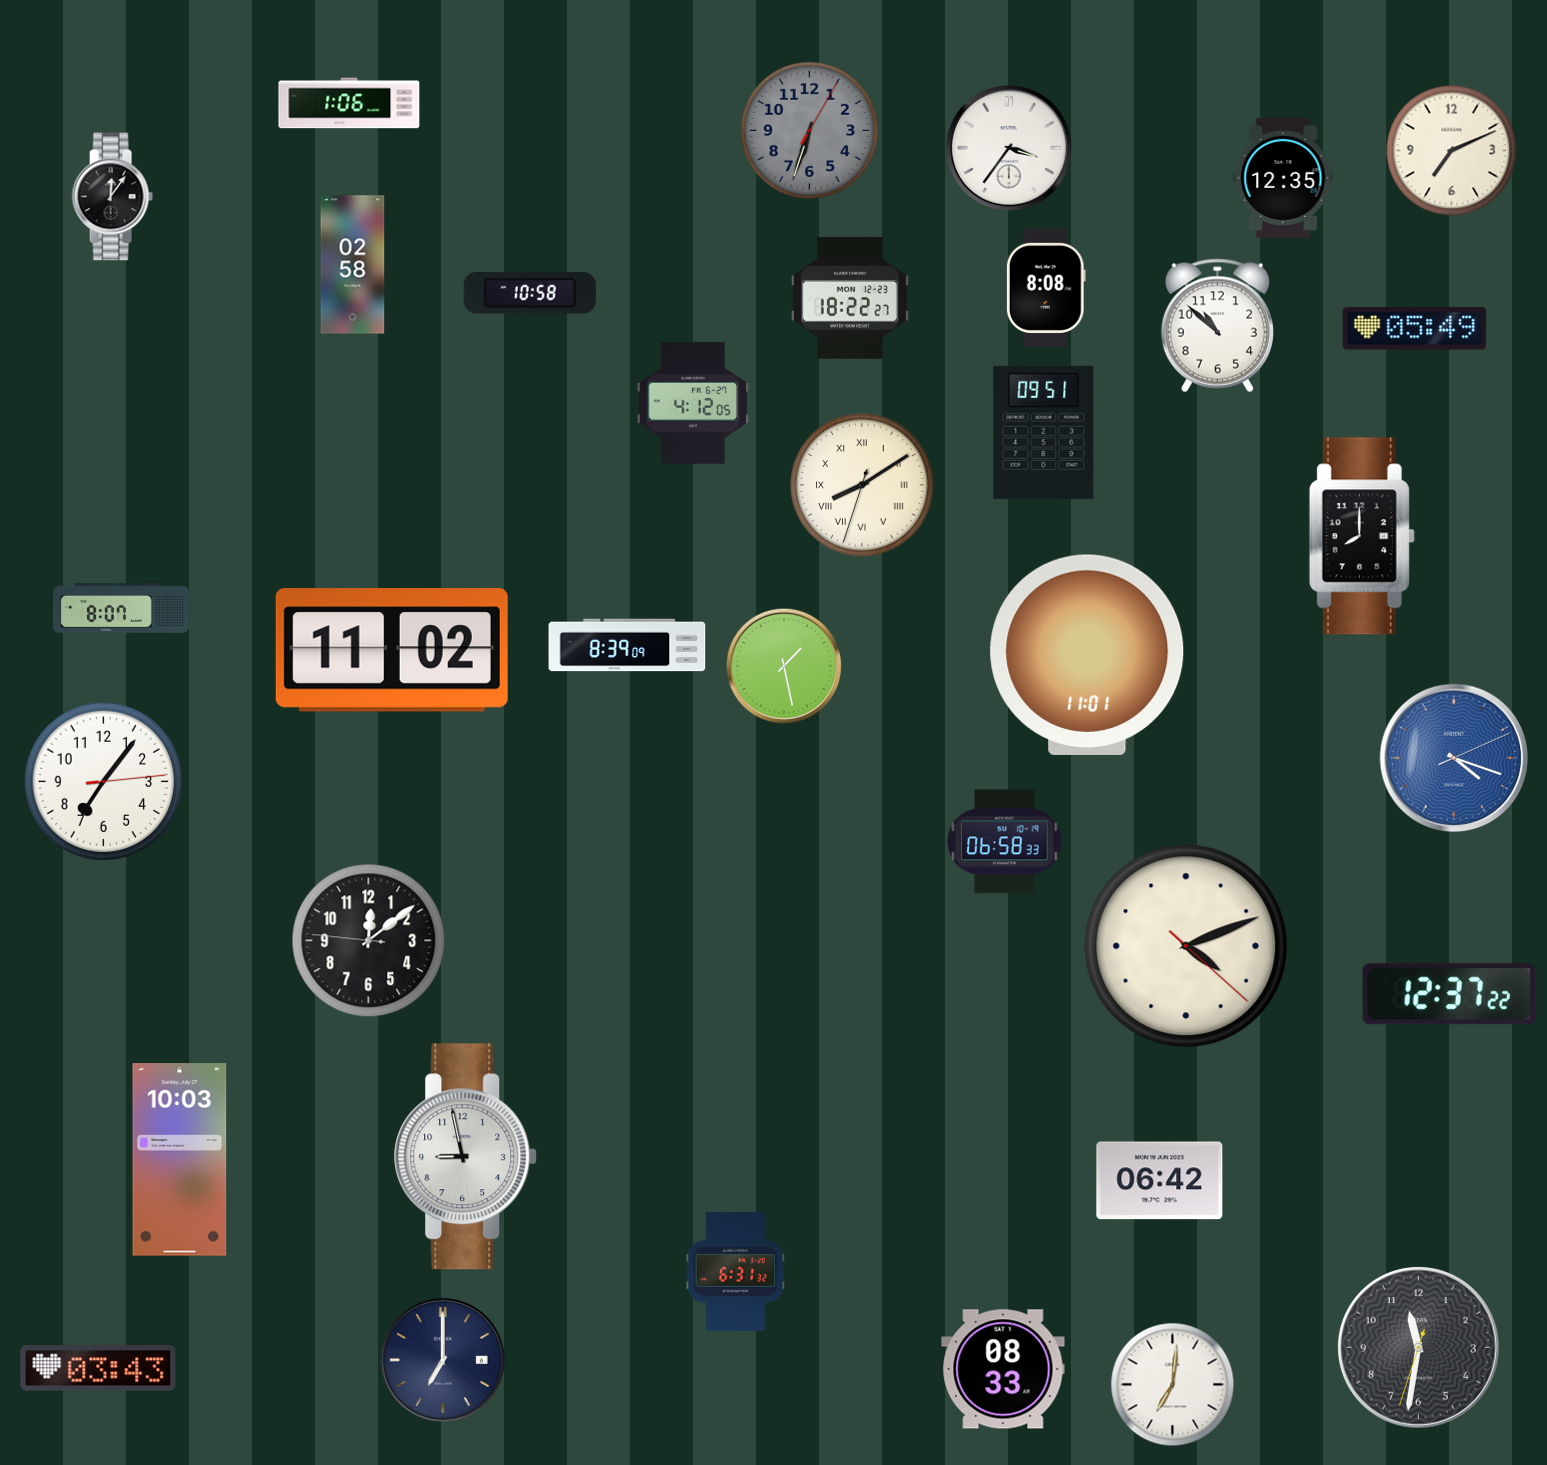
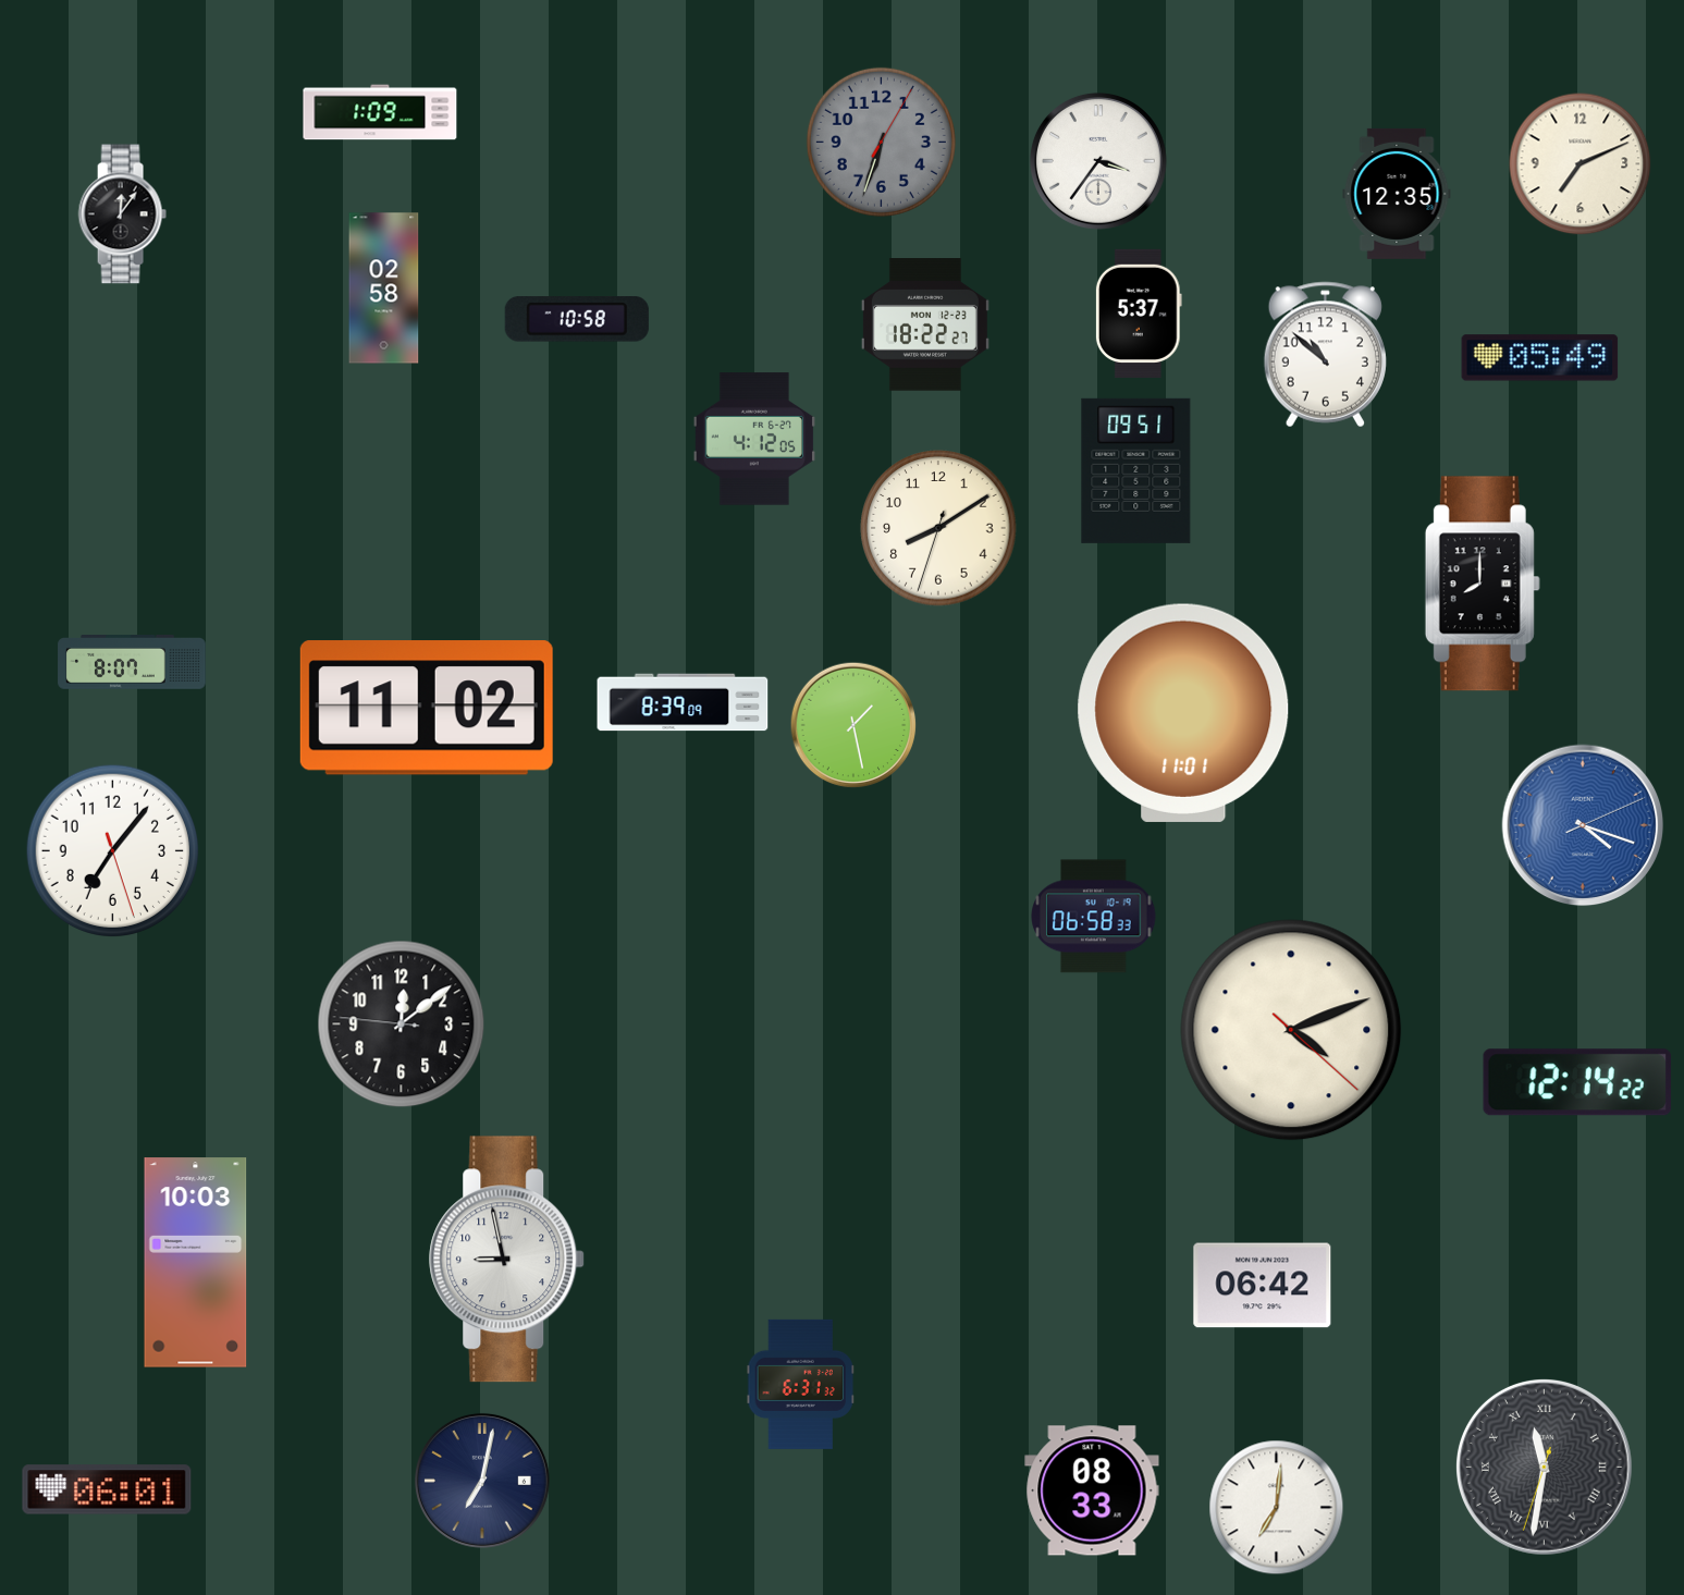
clock at (349, 103): 1:06 -> 1:09
clock at (1046, 288): 8:08 -> 5:37
clock at (862, 485) numerals: Roman -> Arabic
clock at (103, 781): 7:06:14 -> 7:06:27
clock at (1449, 994): 12:37 -> 12:14
clock at (1418, 1347) numerals: Arabic -> Roman
clock at (443, 1360): 7:00 -> 7:02
clock at (98, 1368): 03:43 -> 06:01
